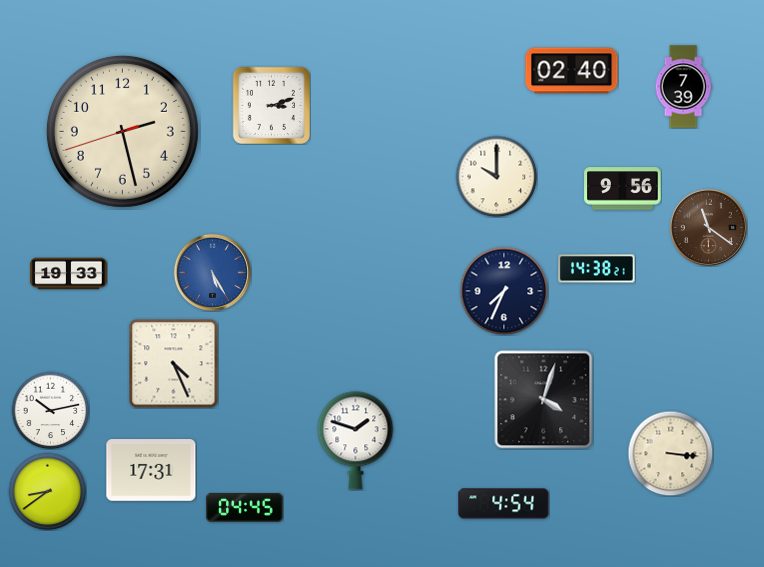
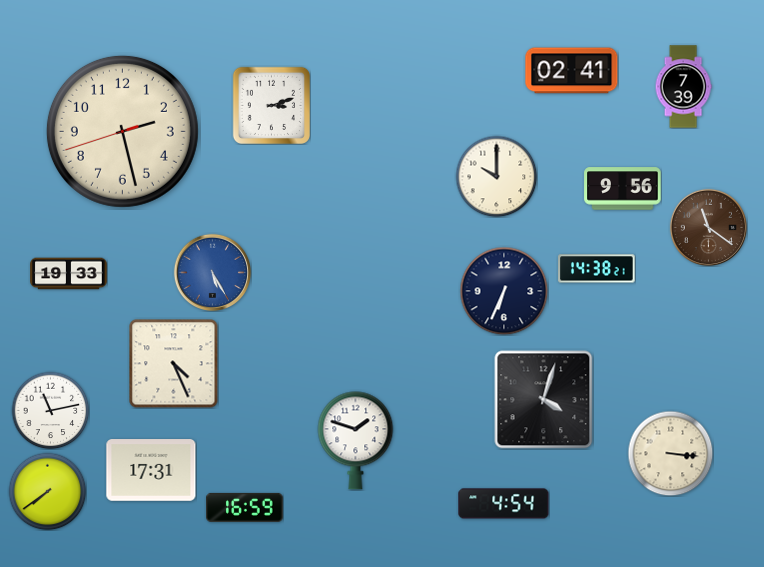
clock at (572, 71): 02:40 -> 02:41
clock at (504, 291): 7:34 -> 6:34
clock at (50, 410): 10:13 -> 11:13
clock at (47, 491): 8:39 -> 7:39
clock at (245, 507): 04:45 -> 16:59
